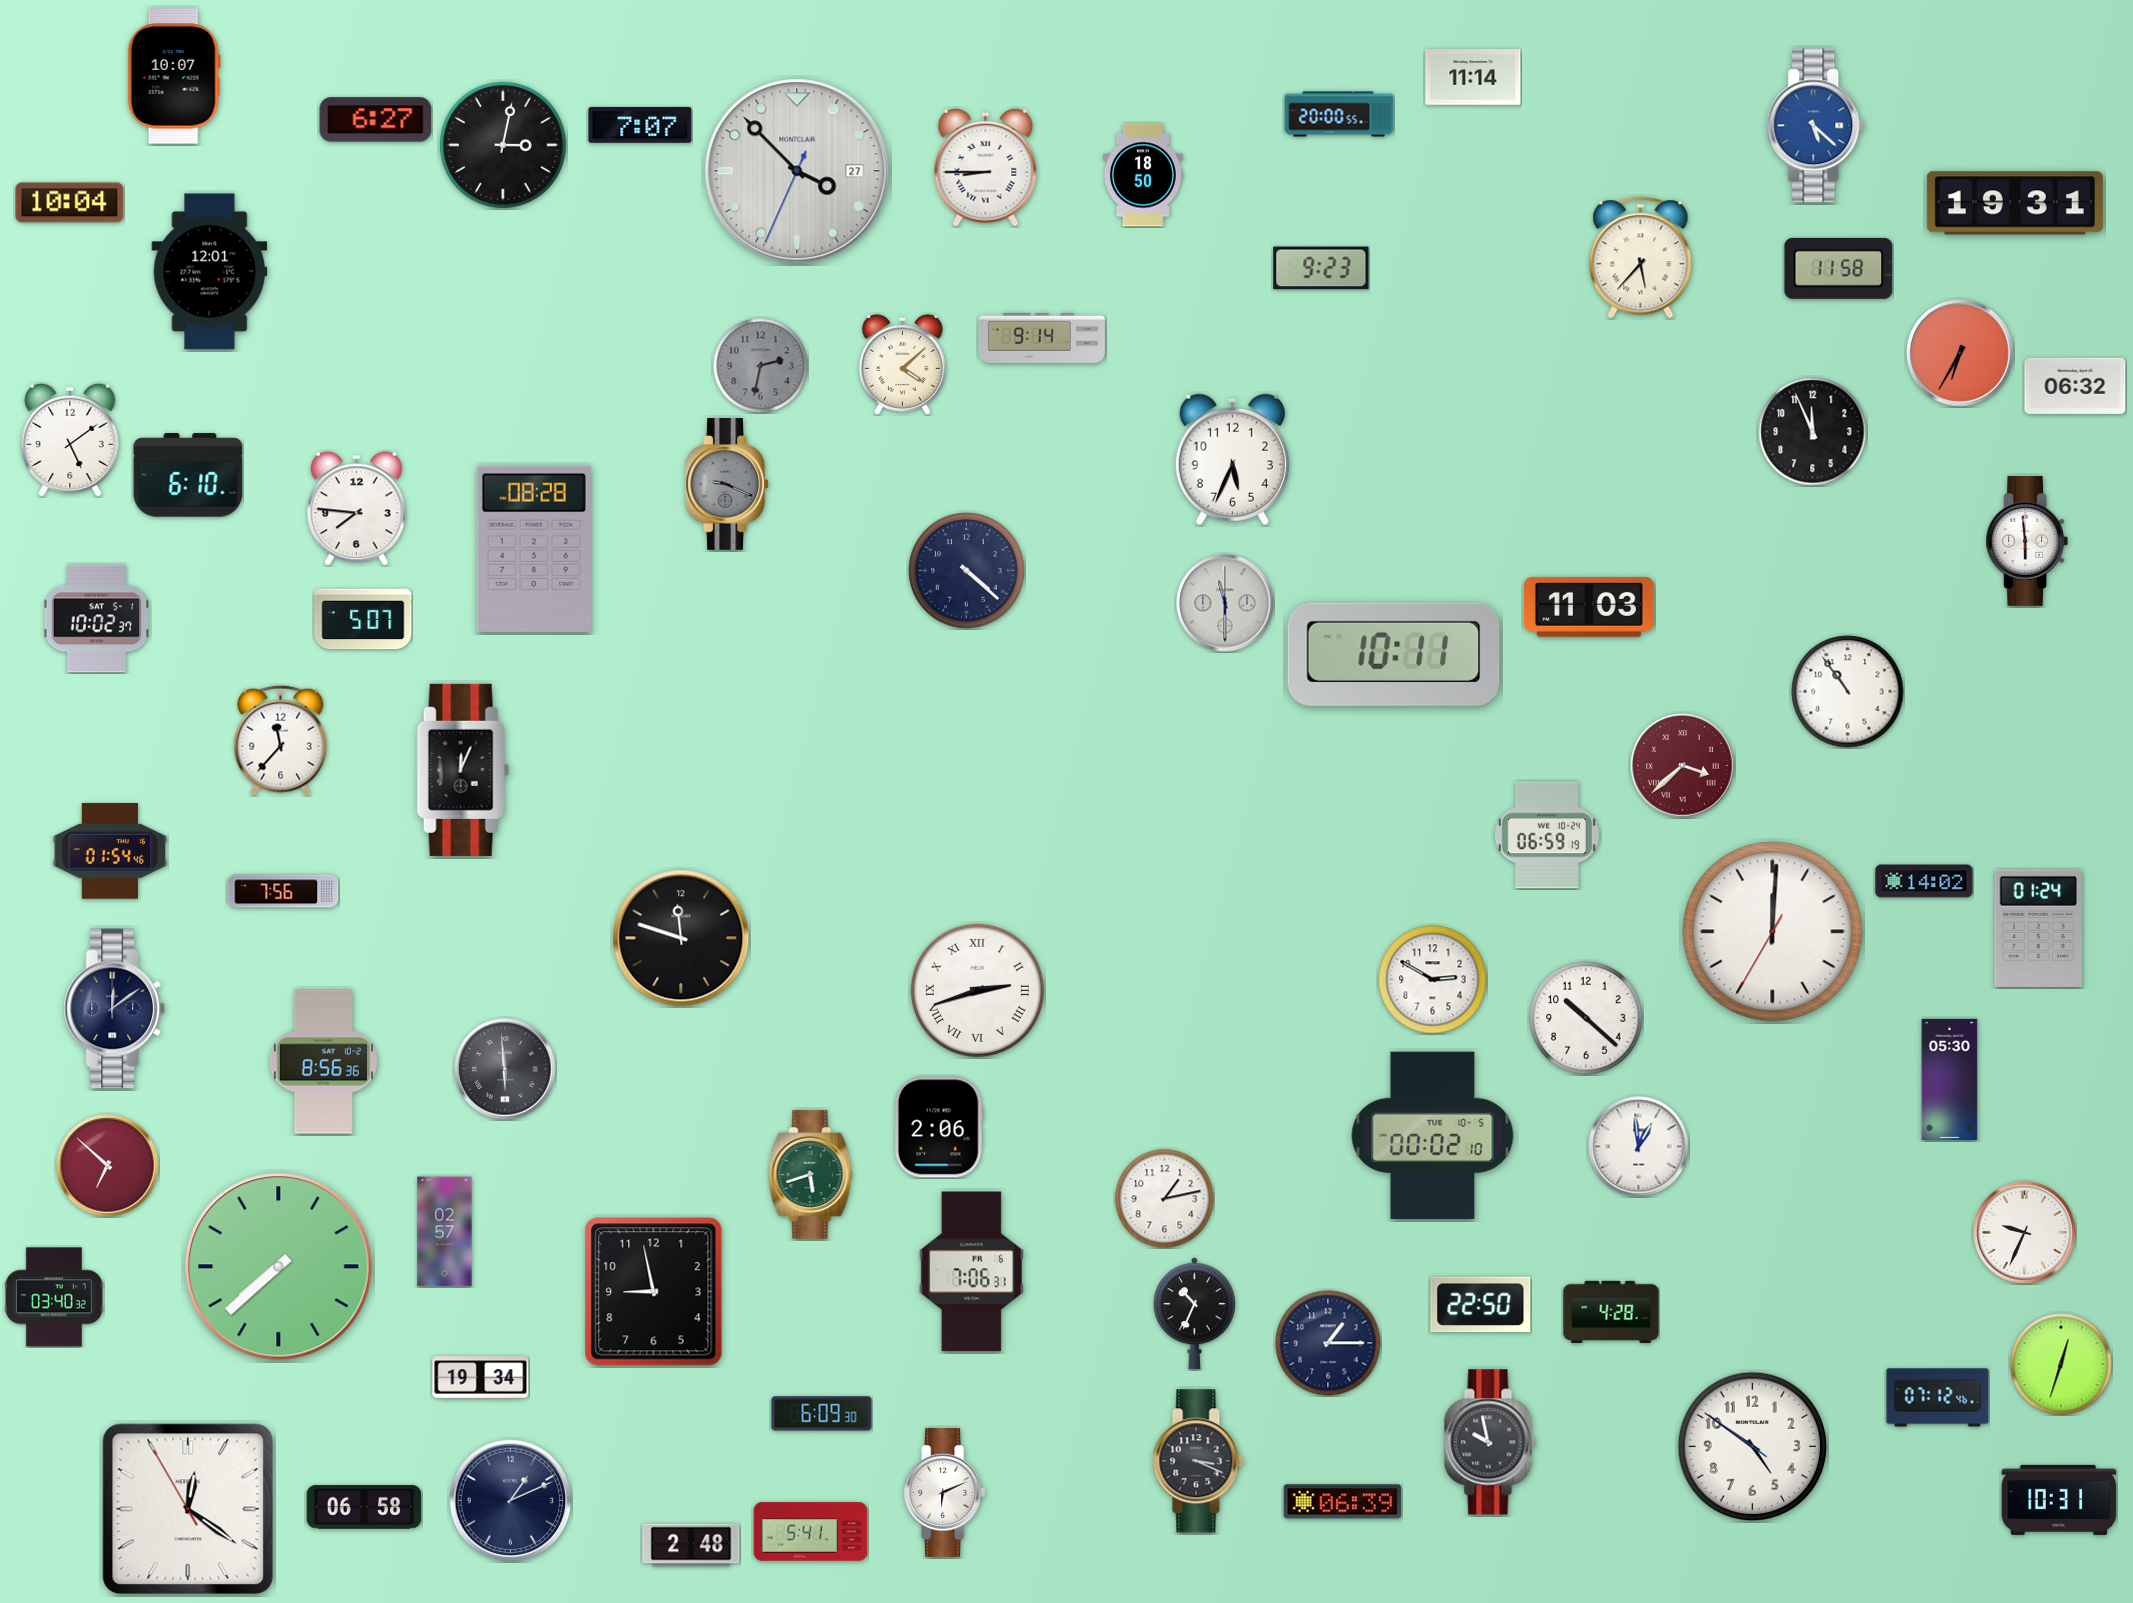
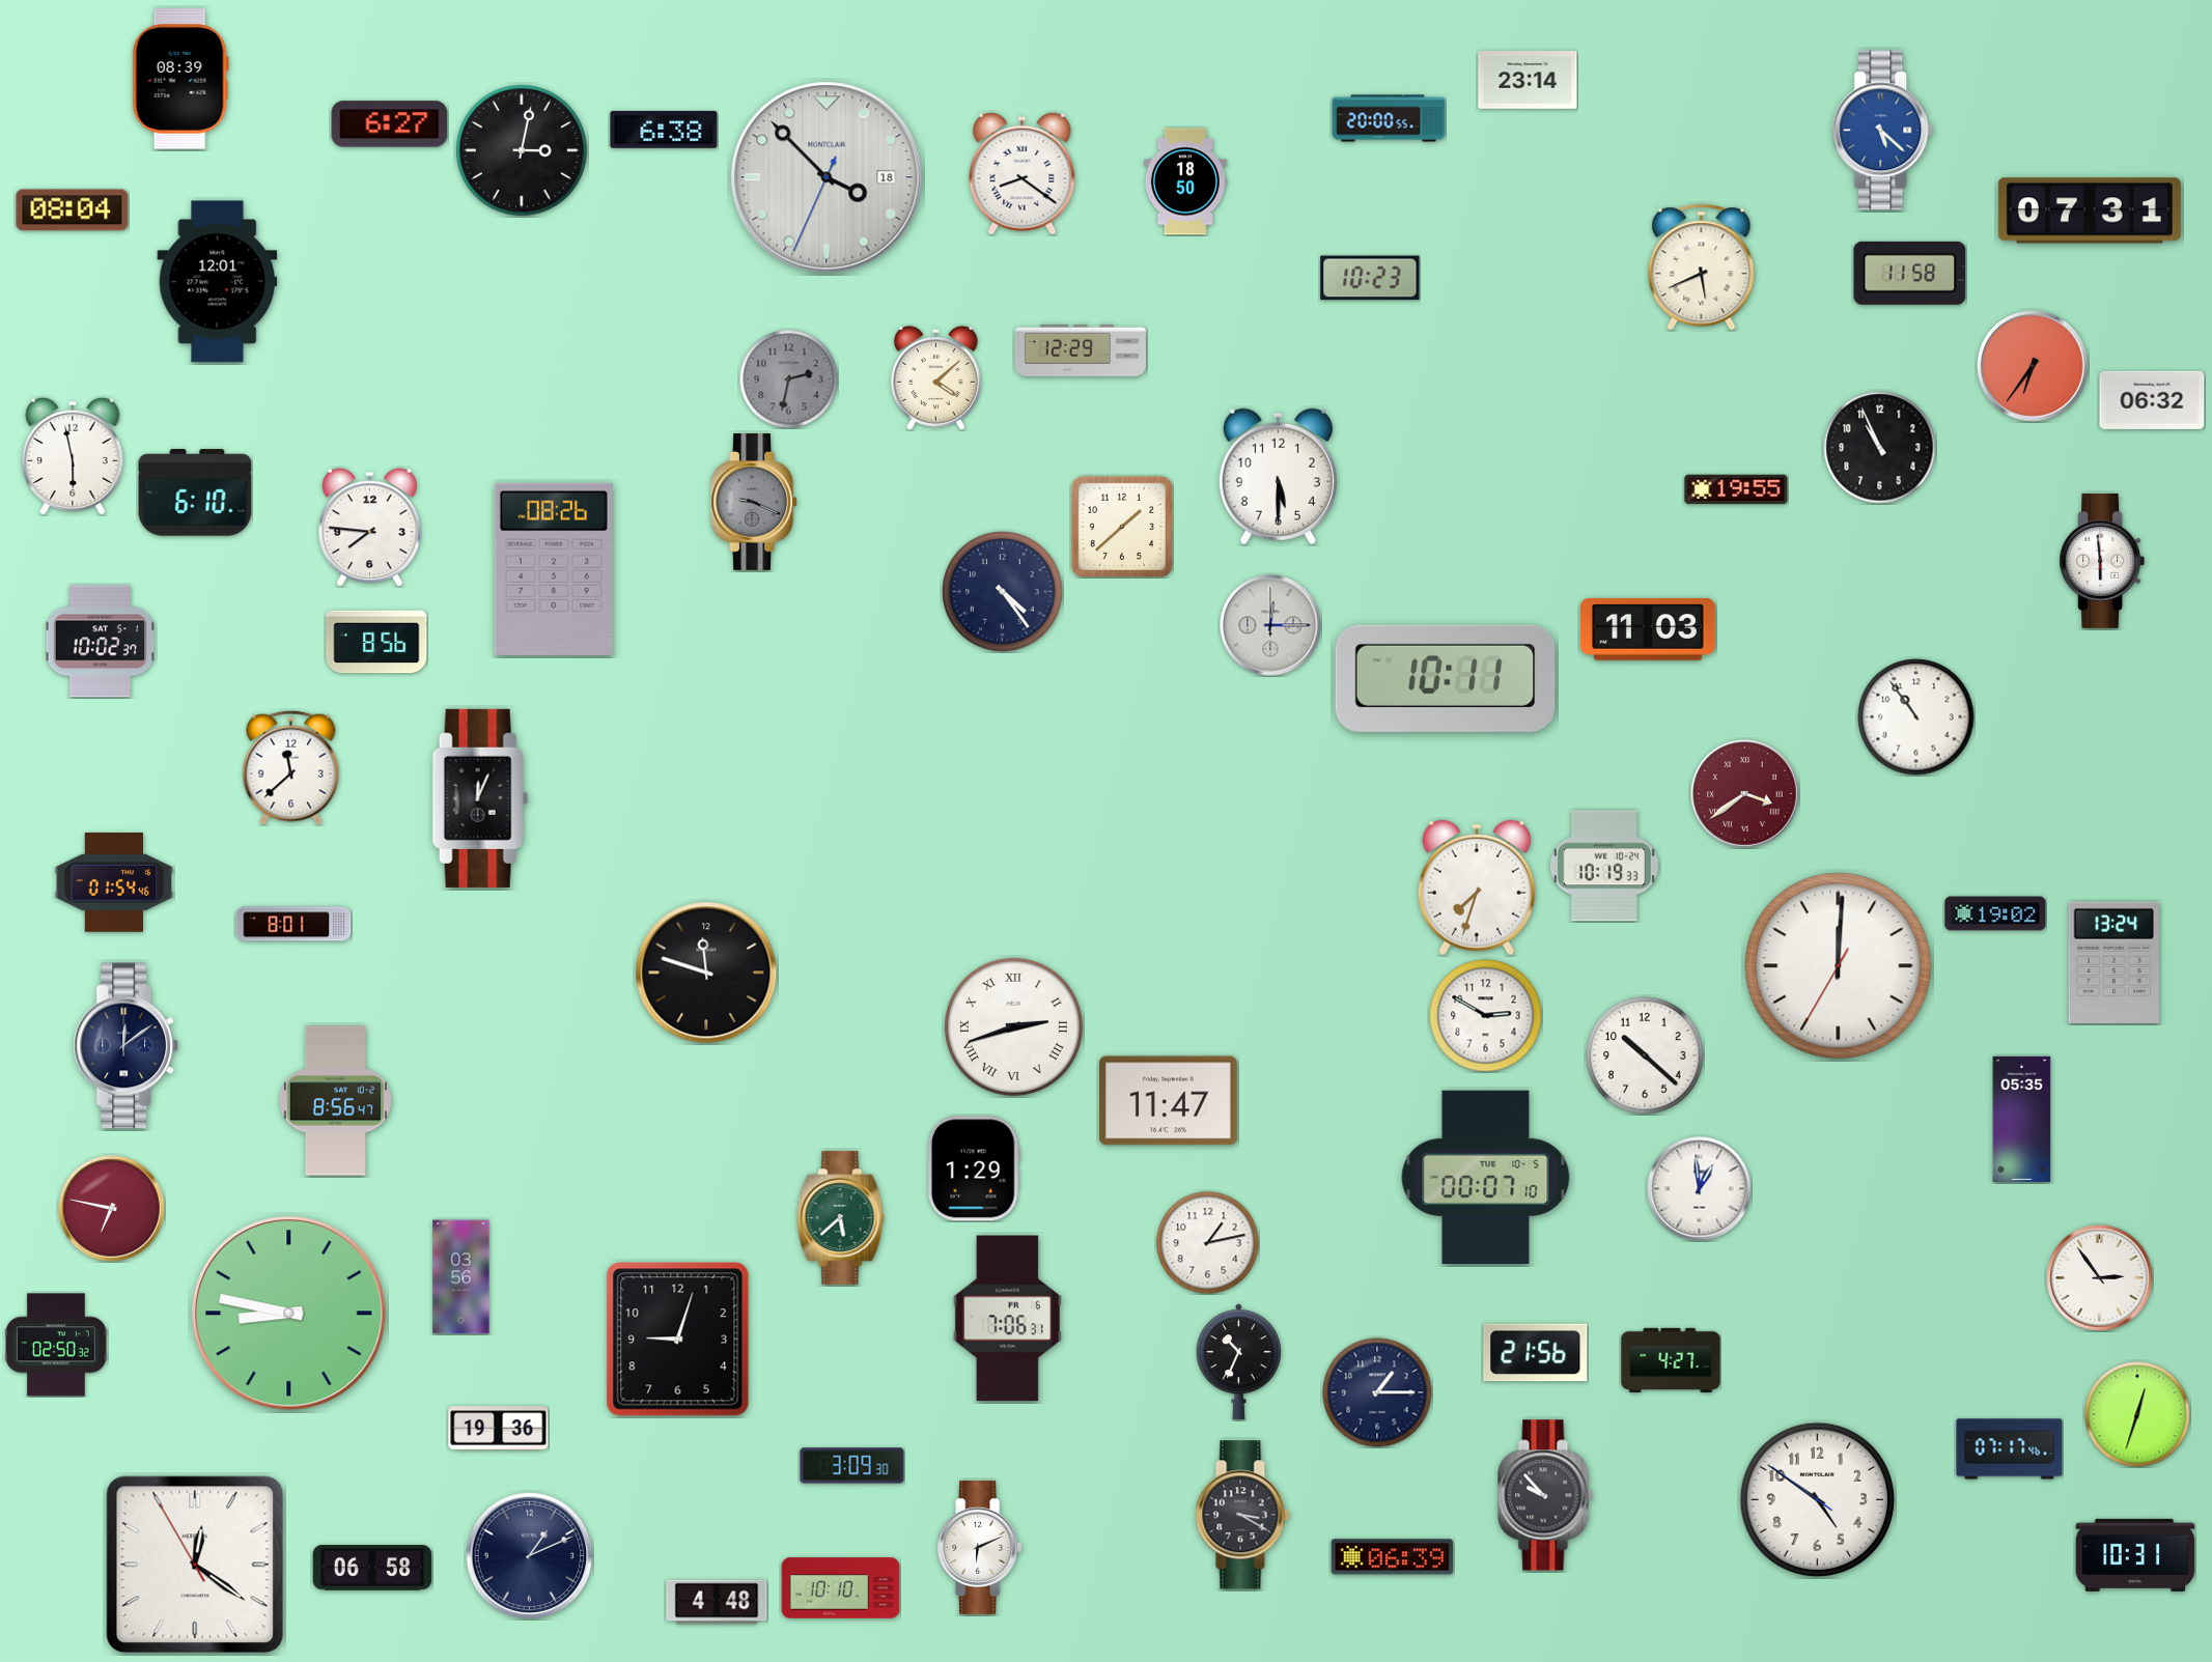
clock at (174, 76): 10:07 -> 08:39
clock at (1473, 78): 11:14 -> 23:14
clock at (640, 125): 7:07 -> 6:38
clock at (986, 167): 8:45 -> 8:21
clock at (797, 171) date: 27 -> 18
clock at (70, 203): 10:04 -> 08:04
clock at (2015, 203): 19:31 -> 07:31
clock at (1641, 258): 5:37 -> 5:41
clock at (1321, 268): 9:23 -> 10:23
clock at (1839, 268) position: (1839, 268) -> (1910, 273)
clock at (1042, 338): 9:14 -> 12:29
clock at (1961, 354): 6:35 -> 6:36
clock at (1813, 432): 11:56 -> 10:56
clock at (70, 440): 5:09 -> 5:58
clock at (1232, 459): 5:34 -> 5:30
clock at (1736, 489): none -> 19:55
clock at (1122, 527): none -> 1:38
clock at (534, 549): 08:28 -> 08:26
clock at (967, 571): 4:22 -> 4:24
clock at (1225, 603): 11:30 -> 12:15
clock at (363, 619): 5:07 -> 8:56
clock at (281, 740): 11:37 -> 11:38
clock at (1683, 766): 3:38 -> 3:39
clock at (1547, 835): 06:59 -> 10:19
clock at (1477, 888): none -> 7:33
clock at (1924, 881): 14:02 -> 19:02
clock at (283, 891): 7:56 -> 8:01
clock at (2039, 928): 01:24 -> 13:24
clock at (115, 1009) position: (115, 1009) -> (127, 1046)
clock at (323, 1062): 8:56:36 -> 8:56:47
clock at (1169, 1101): none -> 11:47
clock at (505, 1069): 5:59 -> none
clock at (1950, 1079): 05:30 -> 05:35
clock at (939, 1127): 2:06 -> 1:29
clock at (1433, 1135): 00:02 -> 00:07
clock at (108, 1166): 6:52 -> 6:47
clock at (811, 1174): 5:42 -> 5:38
clock at (445, 1232): 02:57 -> 03:56
clock at (2025, 1233): 9:34 -> 2:54
clock at (279, 1267): 7:38 -> 8:47
clock at (654, 1292): 8:58 -> 9:03
clock at (54, 1297): 03:40 -> 02:50
clock at (1481, 1305): 22:50 -> 21:56
clock at (1611, 1311): 4:28 -> 4:27
clock at (481, 1378): 19:34 -> 19:36
clock at (1938, 1398): 07:12 -> 07:17
clock at (822, 1414): 6:09 -> 3:09
clock at (1490, 1442): 9:58 -> 9:53
clock at (1198, 1461): 3:19 -> 3:20
clock at (364, 1507) position: (364, 1507) -> (372, 1568)
clock at (811, 1532): 5:41 -> 10:10
clock at (691, 1545): 2:48 -> 4:48
